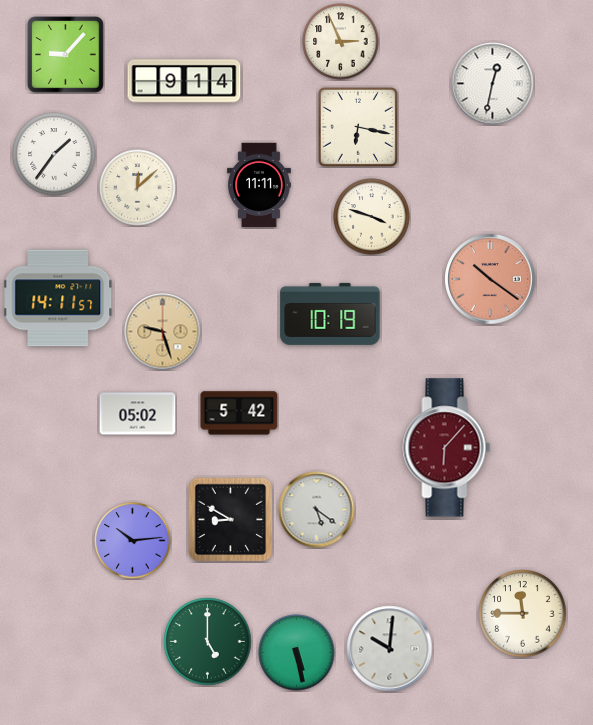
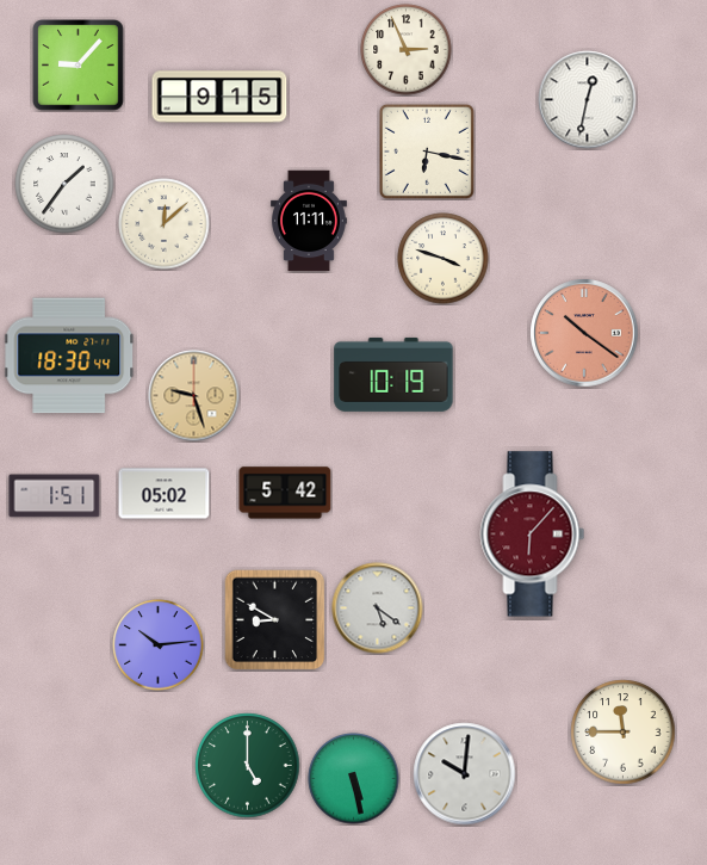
clock at (184, 81): 9:14 -> 9:15
clock at (59, 298): 14:11 -> 18:30
clock at (55, 496): none -> 1:51
